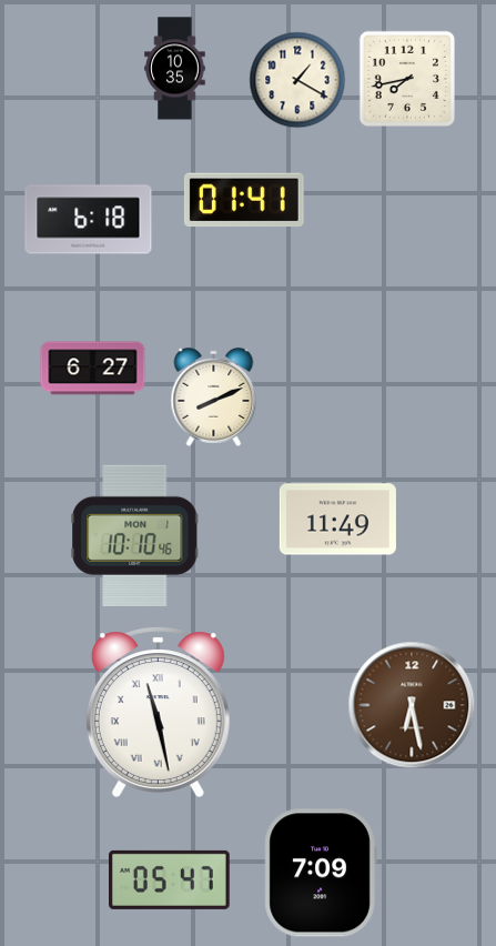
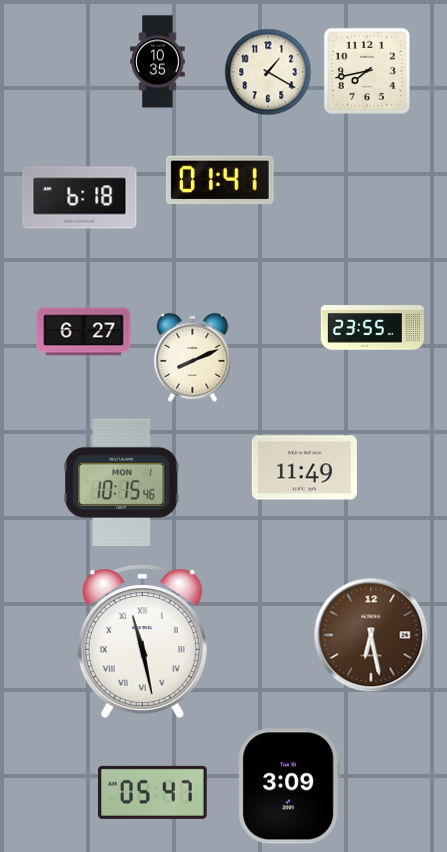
clock at (373, 328): none -> 23:55
clock at (135, 535): 10:10 -> 10:15
clock at (321, 873): 7:09 -> 3:09
